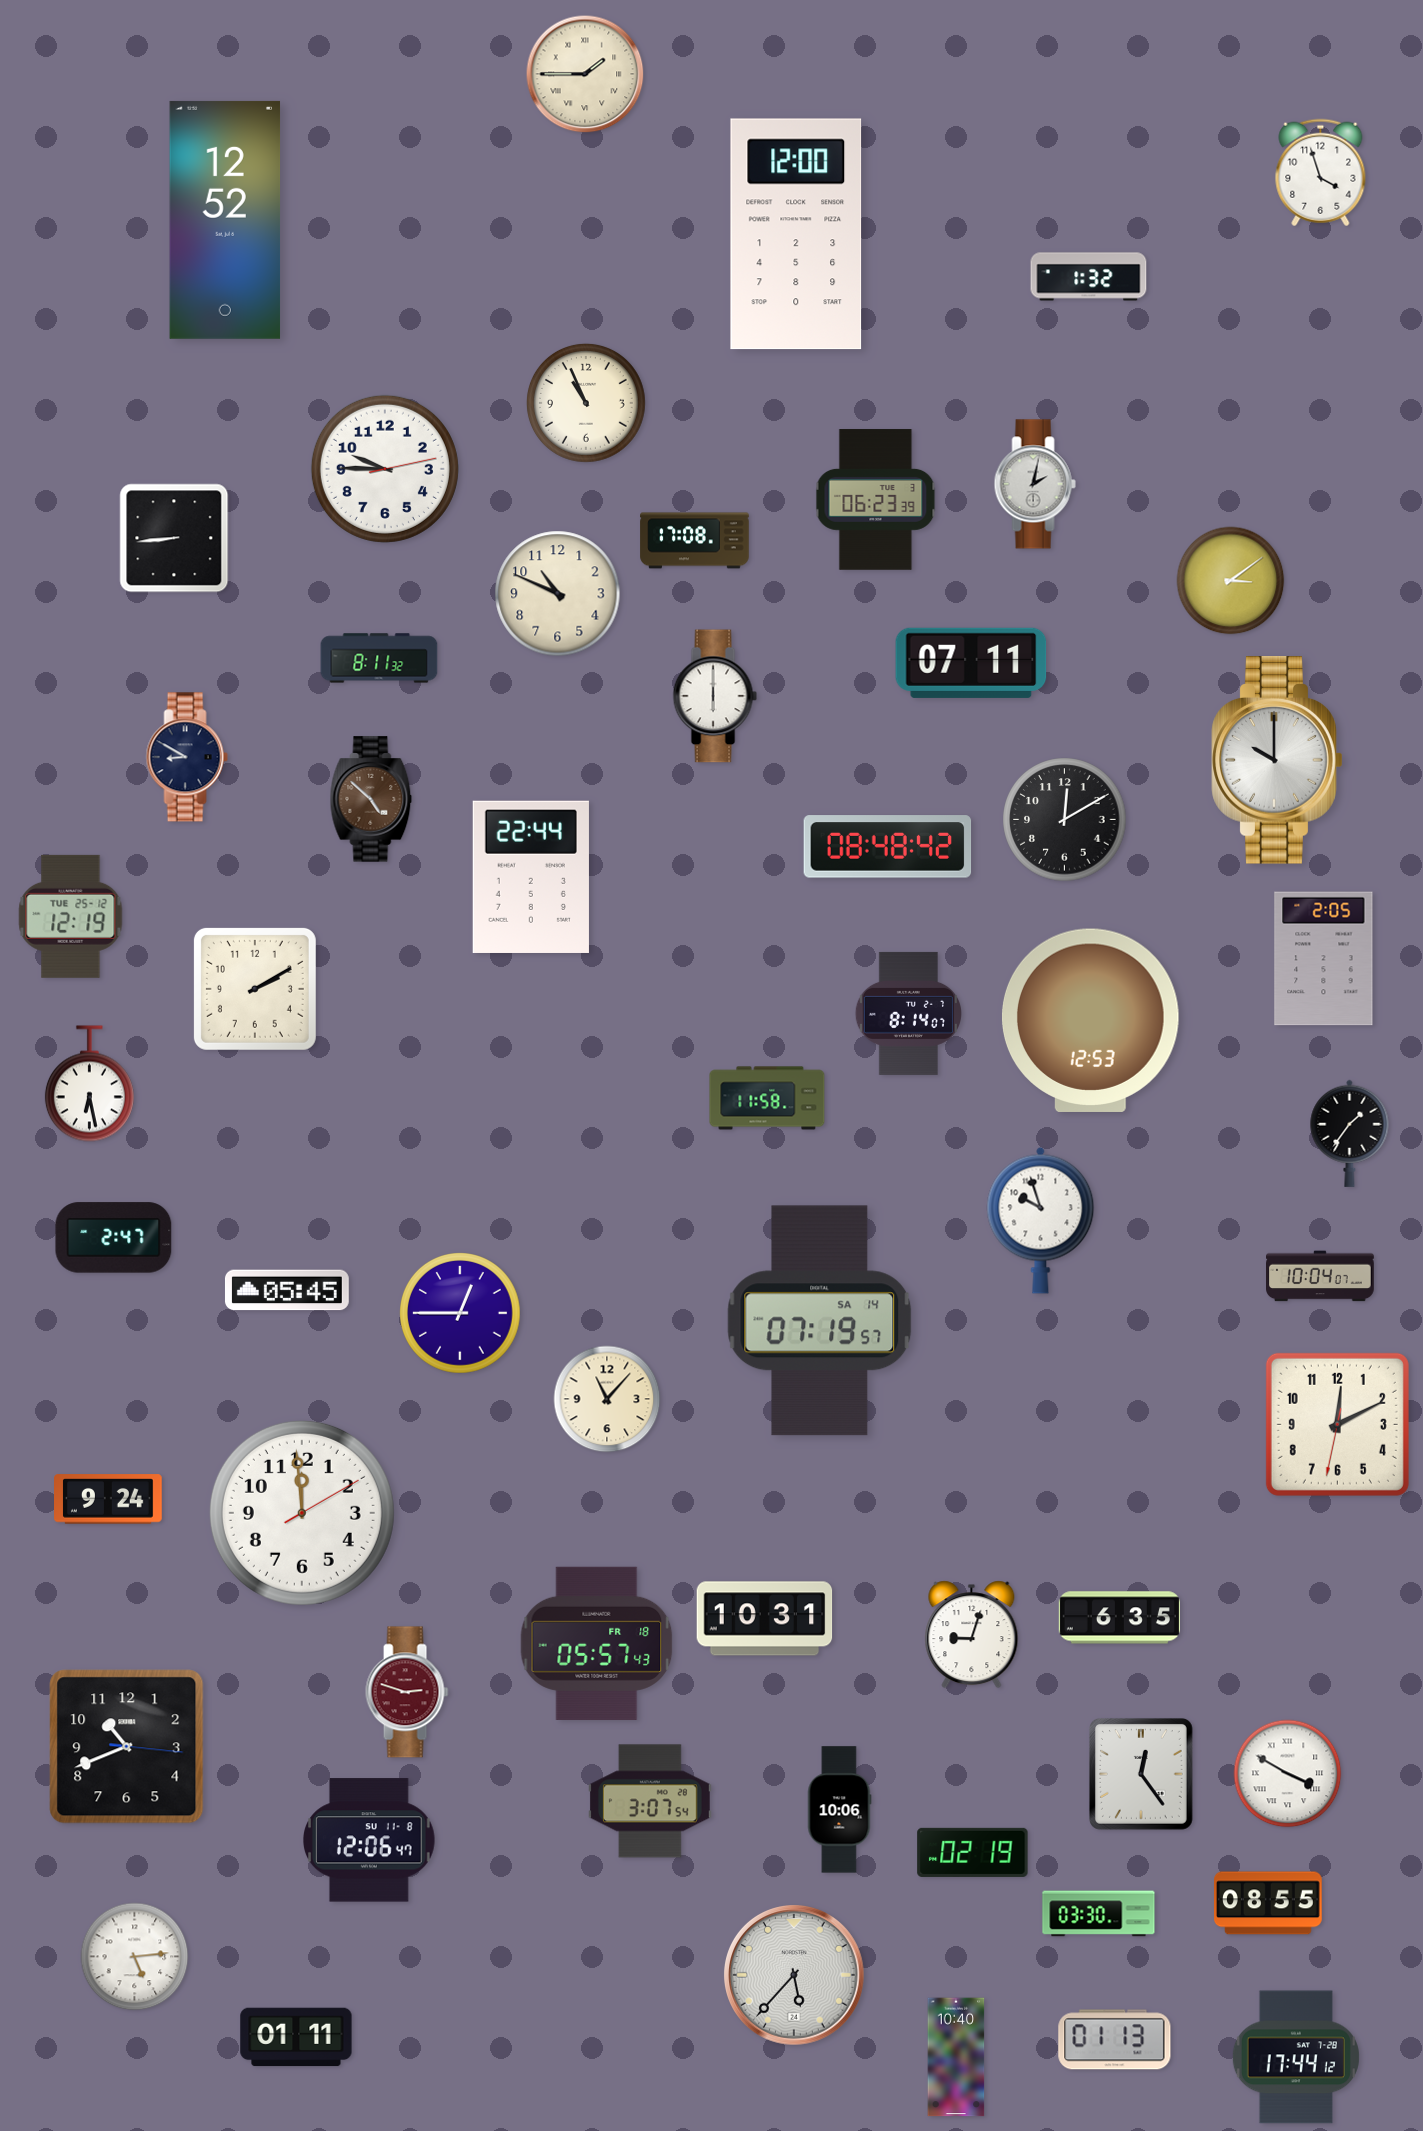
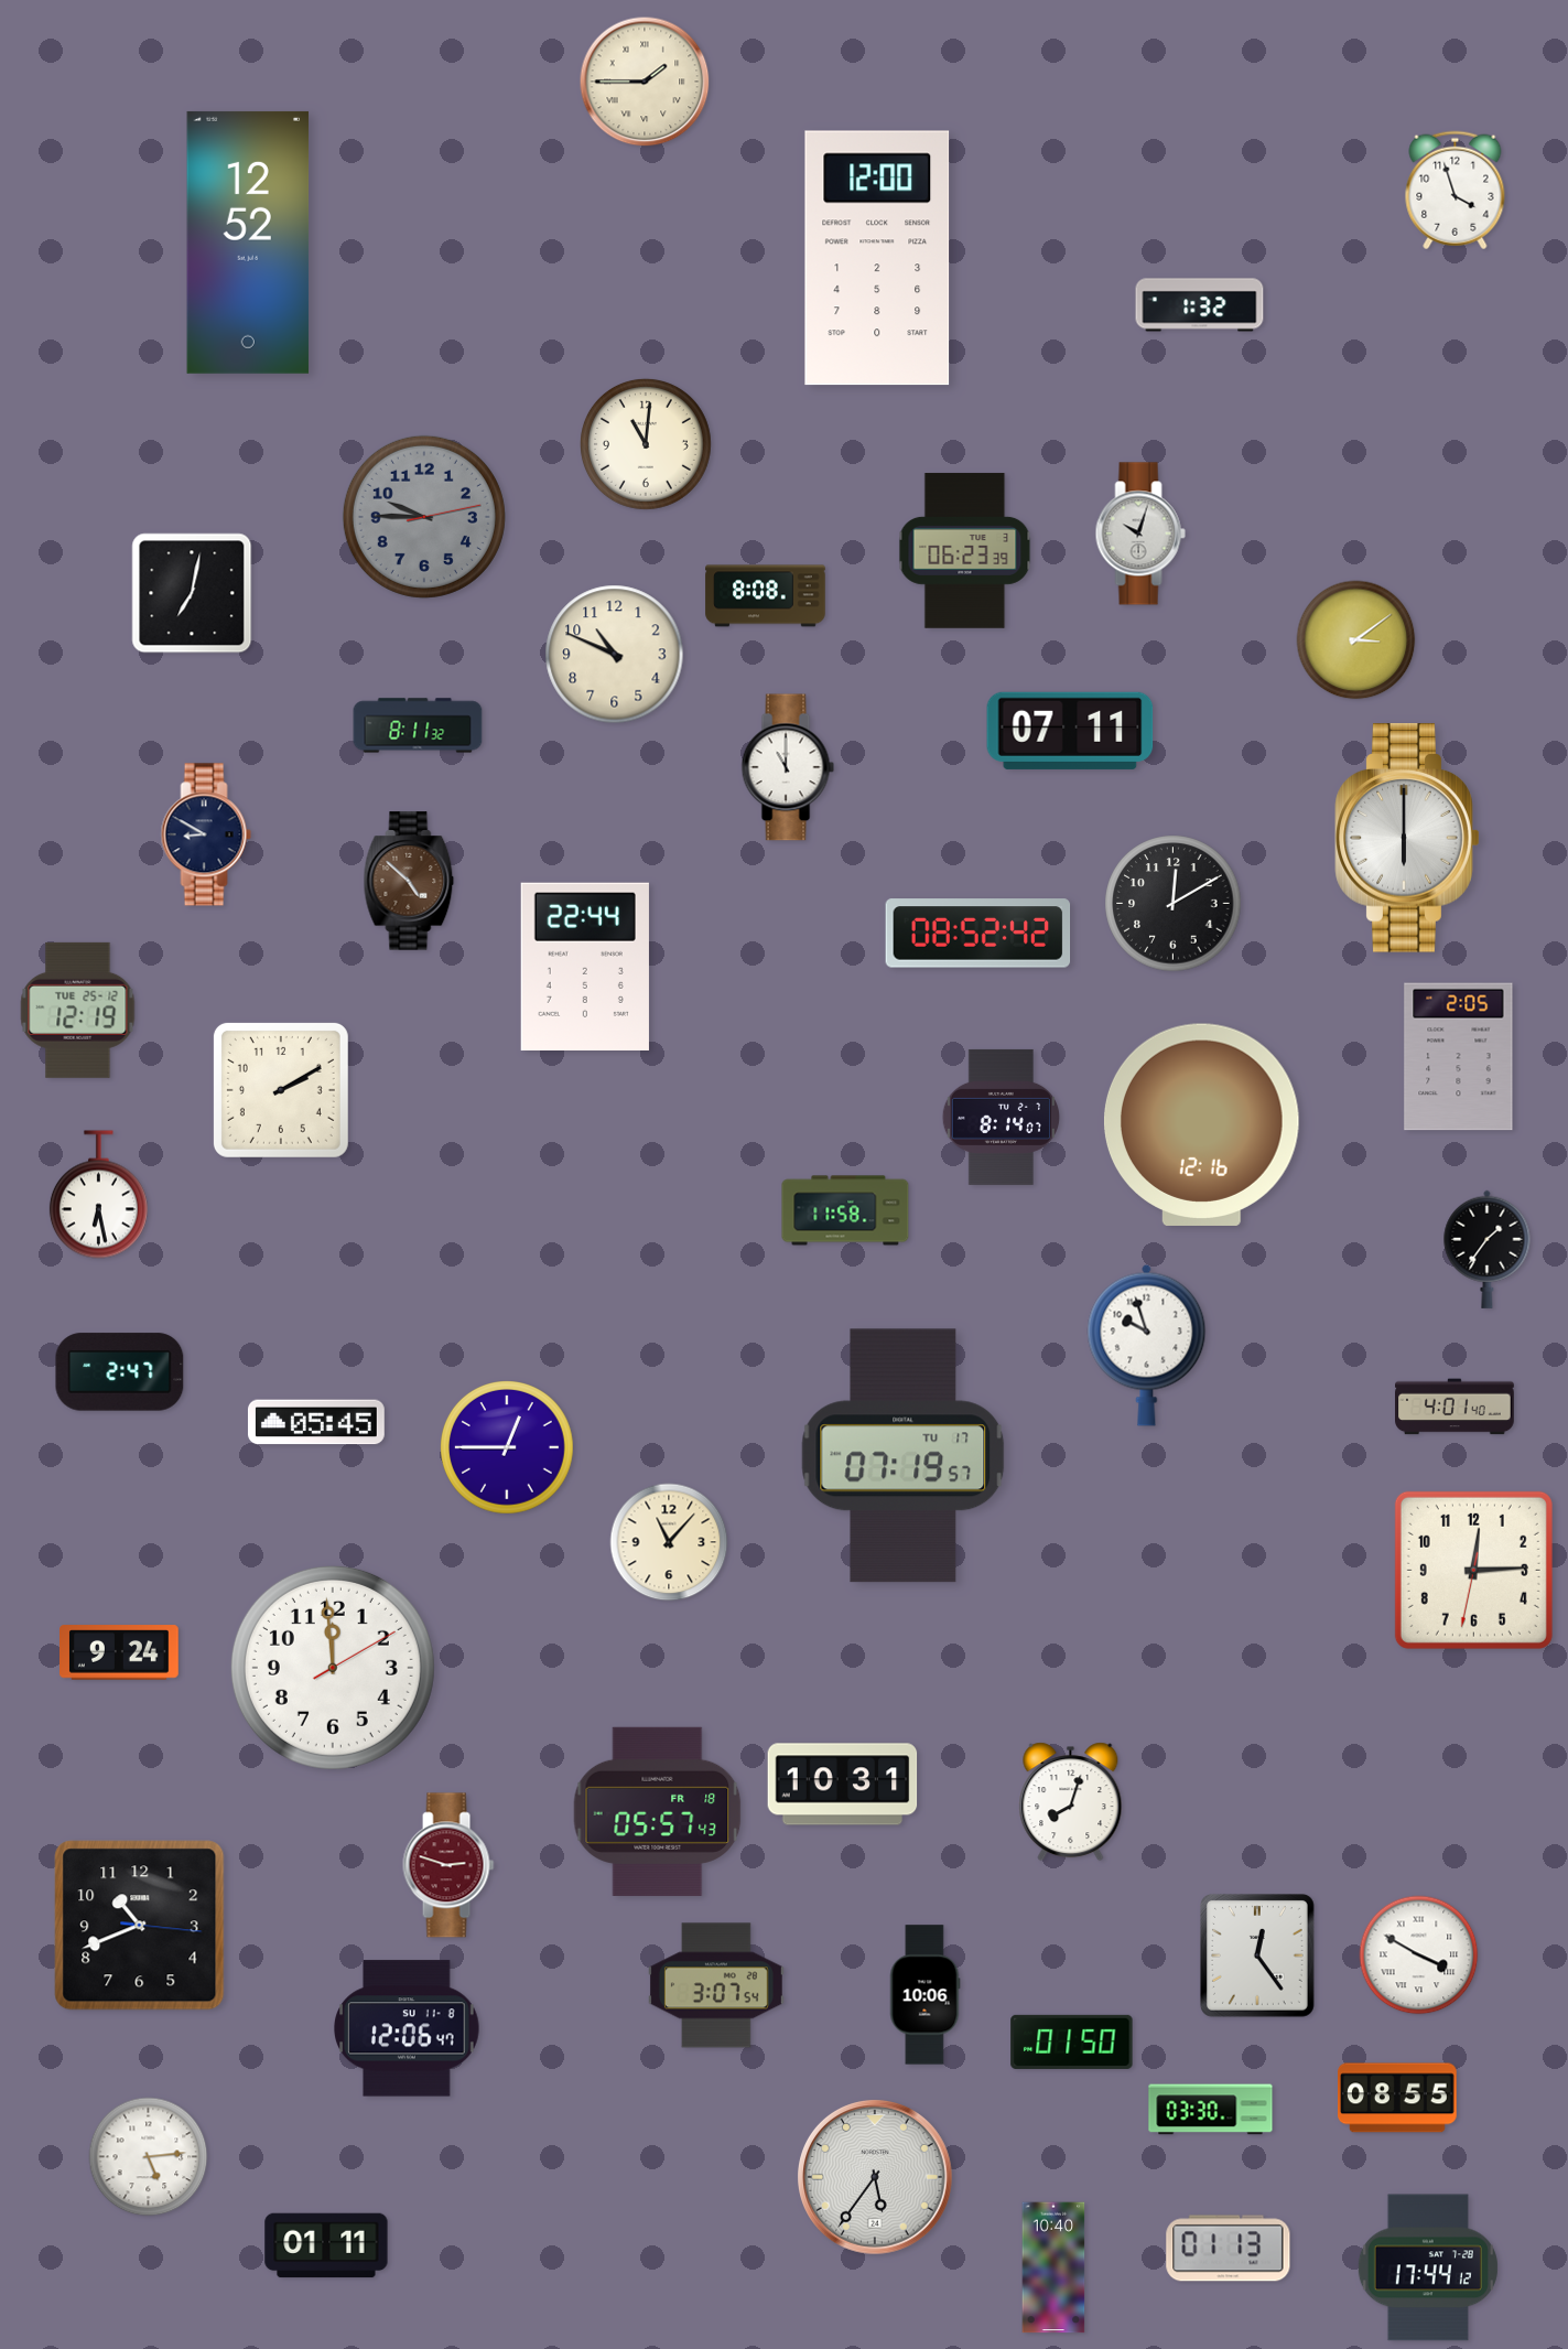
clock at (586, 403): 10:56 -> 11:01
clock at (385, 469) dial: white -> grey
clock at (1035, 484): 2:02 -> 10:03
clock at (174, 538): 8:44 -> 7:02
clock at (695, 541): 17:08 -> 8:08
clock at (715, 696): 6:00 -> 11:00
clock at (1277, 760): 10:00 -> 6:00
clock at (888, 847): 08:48 -> 08:52
clock at (1090, 1020): 12:53 -> 12:16
clock at (114, 1238) position: (114, 1238) -> (120, 1372)
clock at (1321, 1276): 10:04 -> 4:01
clock at (820, 1321) date: SA 14 -> TU 17
clock at (1337, 1424): 12:10 -> 12:14
clock at (1119, 1618): 6:35 -> none
clock at (972, 1635): 9:03 -> 8:03
clock at (973, 1852): 02:19 -> 01:50
clock at (795, 1976): 5:37 -> 5:36
